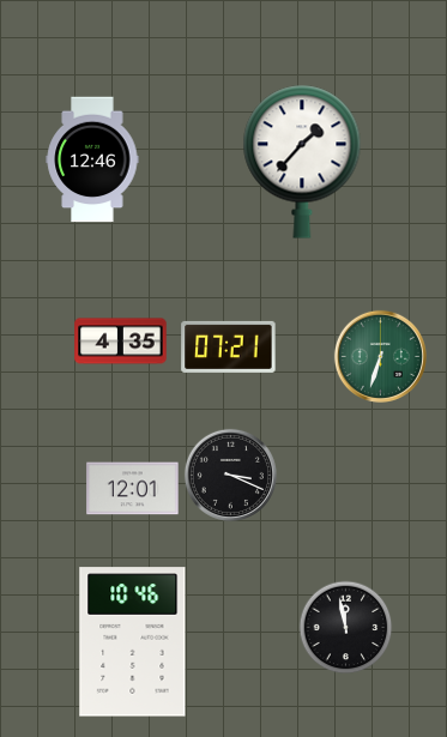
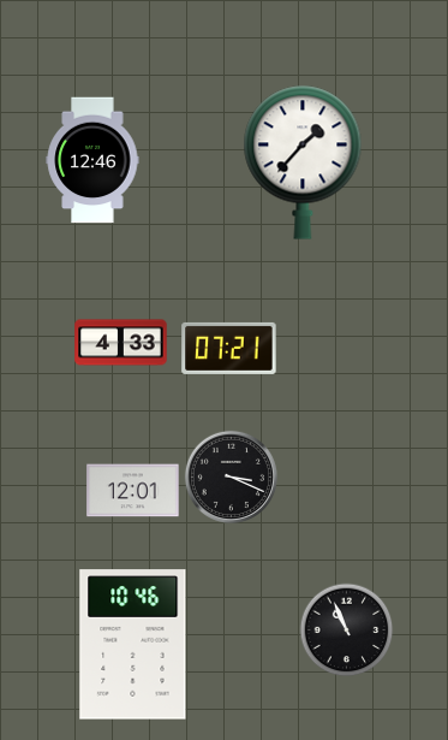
clock at (121, 342): 4:35 -> 4:33
clock at (380, 356): 6:33 -> none
clock at (345, 627): 11:58 -> 10:56
